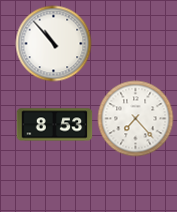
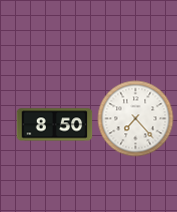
clock at (54, 44): 10:53 -> none
clock at (55, 125): 8:53 -> 8:50
